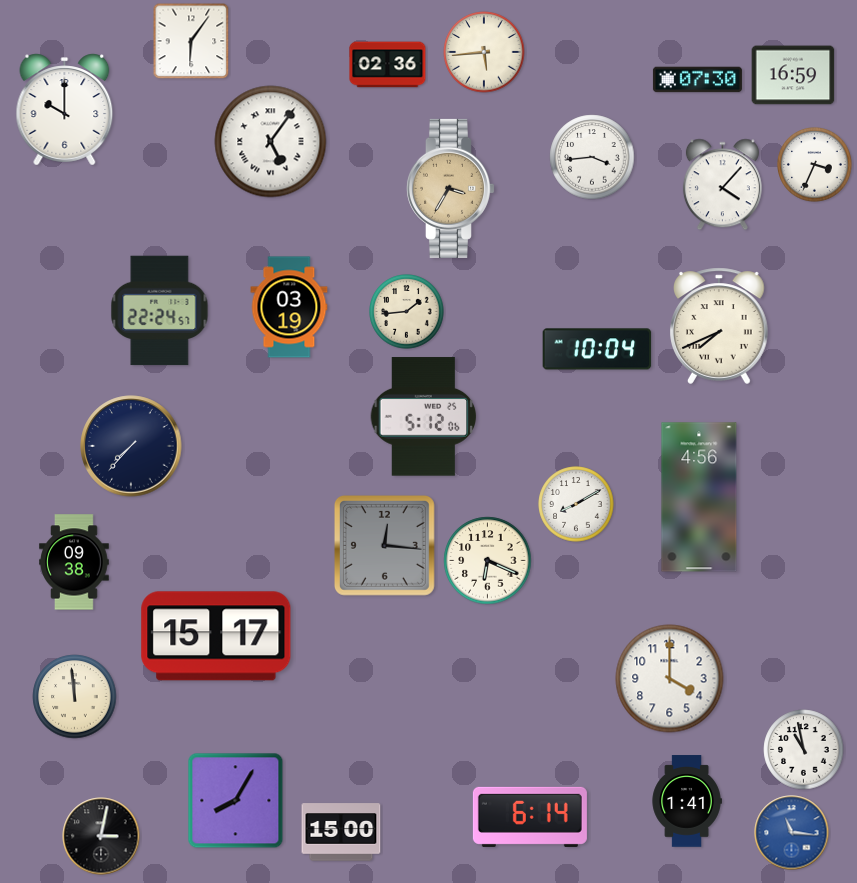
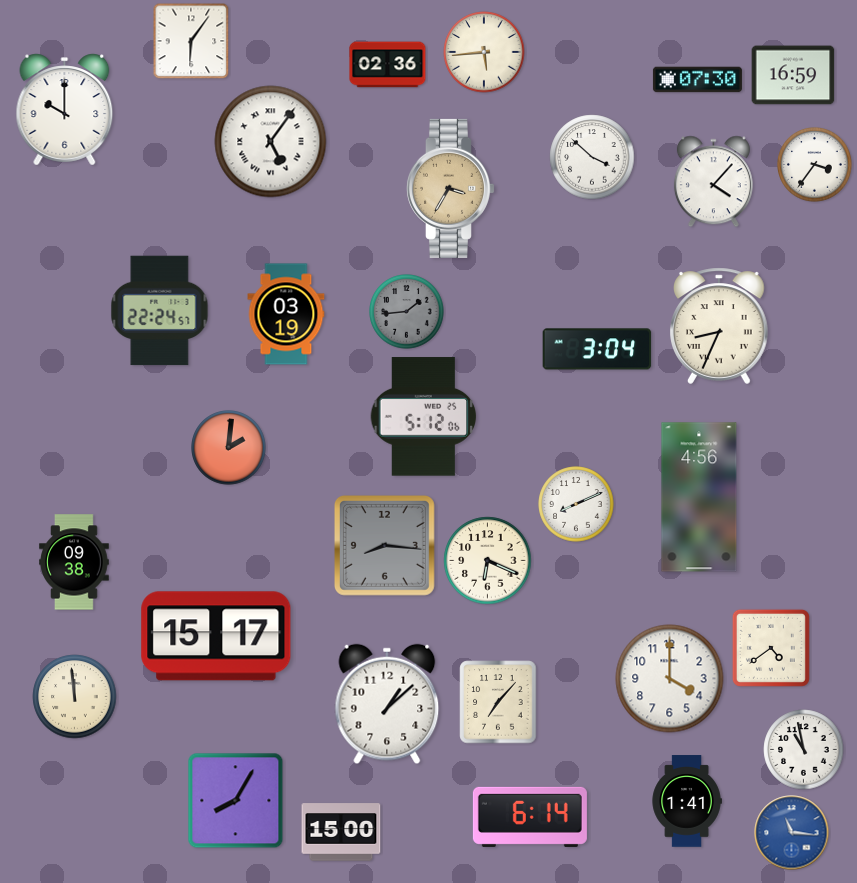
clock at (592, 157): 3:44 -> 3:52
clock at (815, 165): 3:34 -> 3:36
clock at (722, 185) position: (722, 185) -> (713, 182)
clock at (289, 307) position: (289, 307) -> (286, 314)
clock at (407, 312) dial: cream -> grey
clock at (720, 326): 7:41 -> 8:34
clock at (597, 349): 10:04 -> 3:04
clock at (131, 446): 7:37 -> none
clock at (229, 448): none -> 2:01
clock at (576, 504): 8:10 -> 8:11
clock at (384, 545): 12:16 -> 8:16
clock at (771, 648): none -> 4:39
clock at (498, 702): none -> 7:07
clock at (387, 704): none -> 1:08
clock at (101, 836): 3:02 -> none
